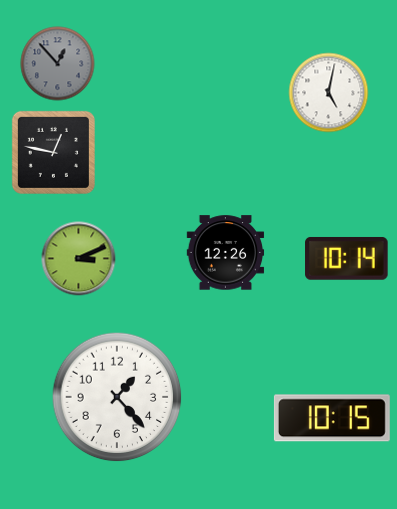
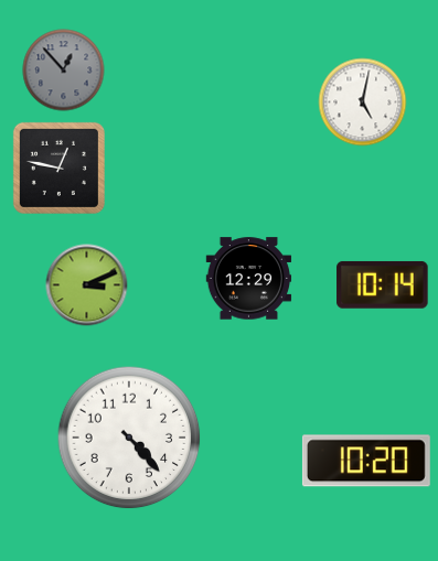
clock at (226, 253): 12:26 -> 12:29
clock at (117, 397): 1:23 -> 4:23
clock at (332, 418): 10:15 -> 10:20
